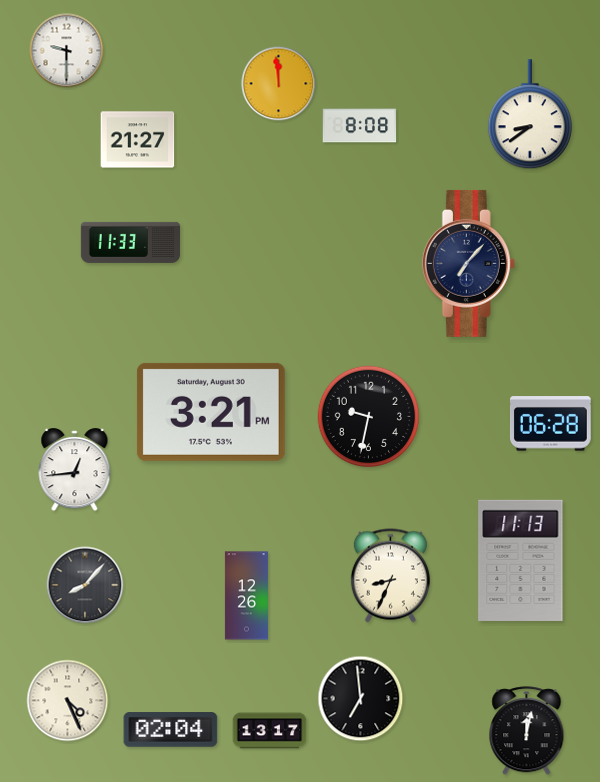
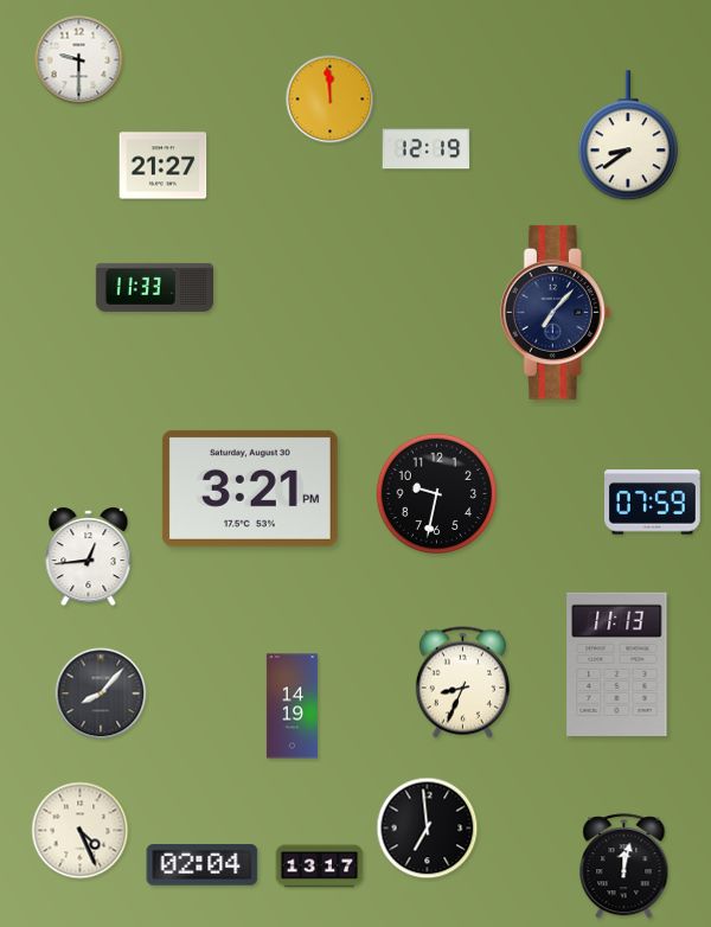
clock at (360, 126): 8:08 -> 12:19
clock at (551, 424): 06:28 -> 07:59
clock at (246, 596): 12:26 -> 14:19
